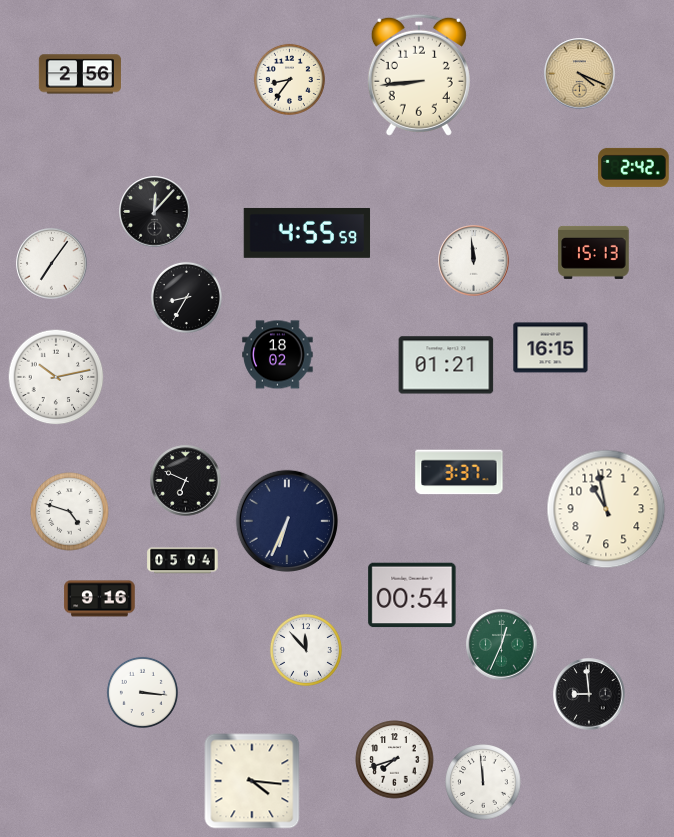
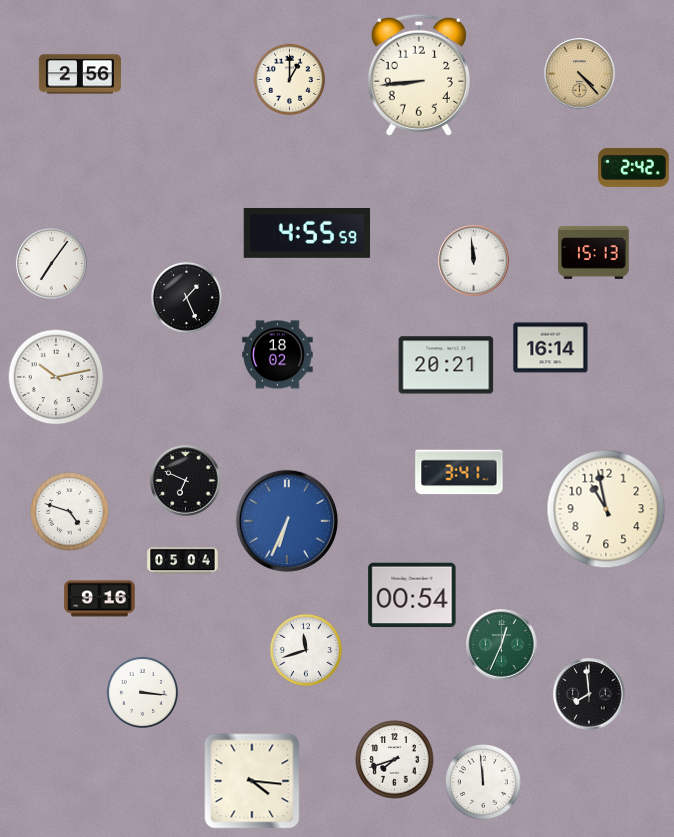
clock at (580, 74): 4:19 -> 4:23
clock at (289, 79): 8:36 -> 1:00
clock at (155, 212): 12:07 -> none
clock at (186, 297): 8:35 -> 1:26
clock at (551, 348): 16:15 -> 16:14
clock at (446, 365): 01:21 -> 20:21
clock at (459, 472): 3:37 -> 3:41
clock at (287, 521) dial: navy -> blue
clock at (306, 650): 11:53 -> 11:42
clock at (589, 694): 8:59 -> 7:59
